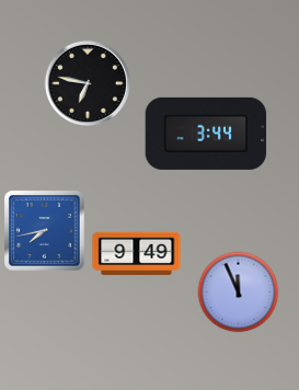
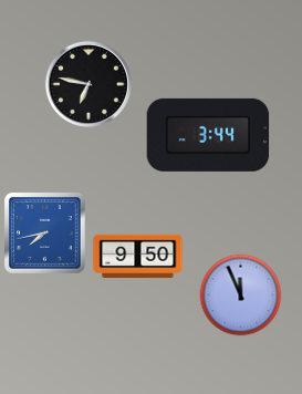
clock at (137, 254): 9:49 -> 9:50
